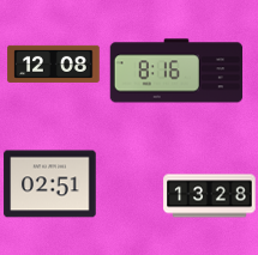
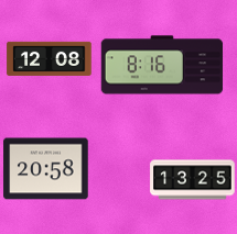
clock at (50, 184): 02:51 -> 20:58
clock at (210, 196): 13:28 -> 13:25
